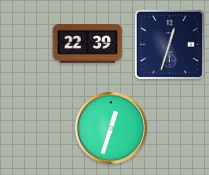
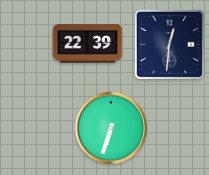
clock at (169, 44): 12:33 -> 12:31
clock at (110, 127): 12:33 -> 6:33
